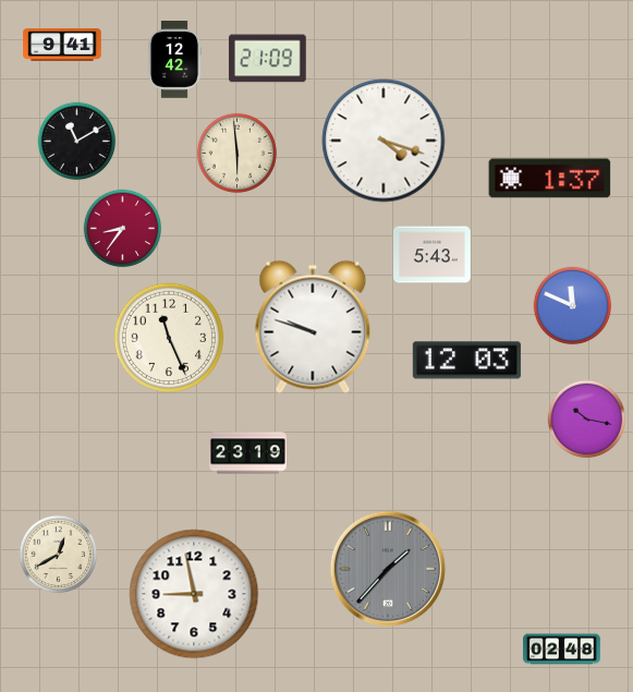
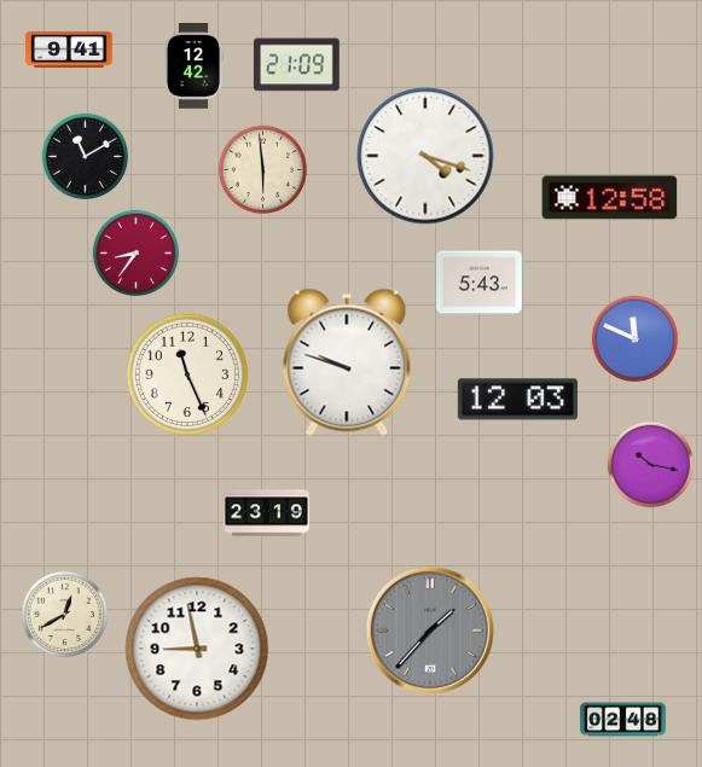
clock at (550, 179): 1:37 -> 12:58
clock at (248, 453) position: (248, 453) -> (267, 513)
clock at (194, 594) position: (194, 594) -> (197, 649)
